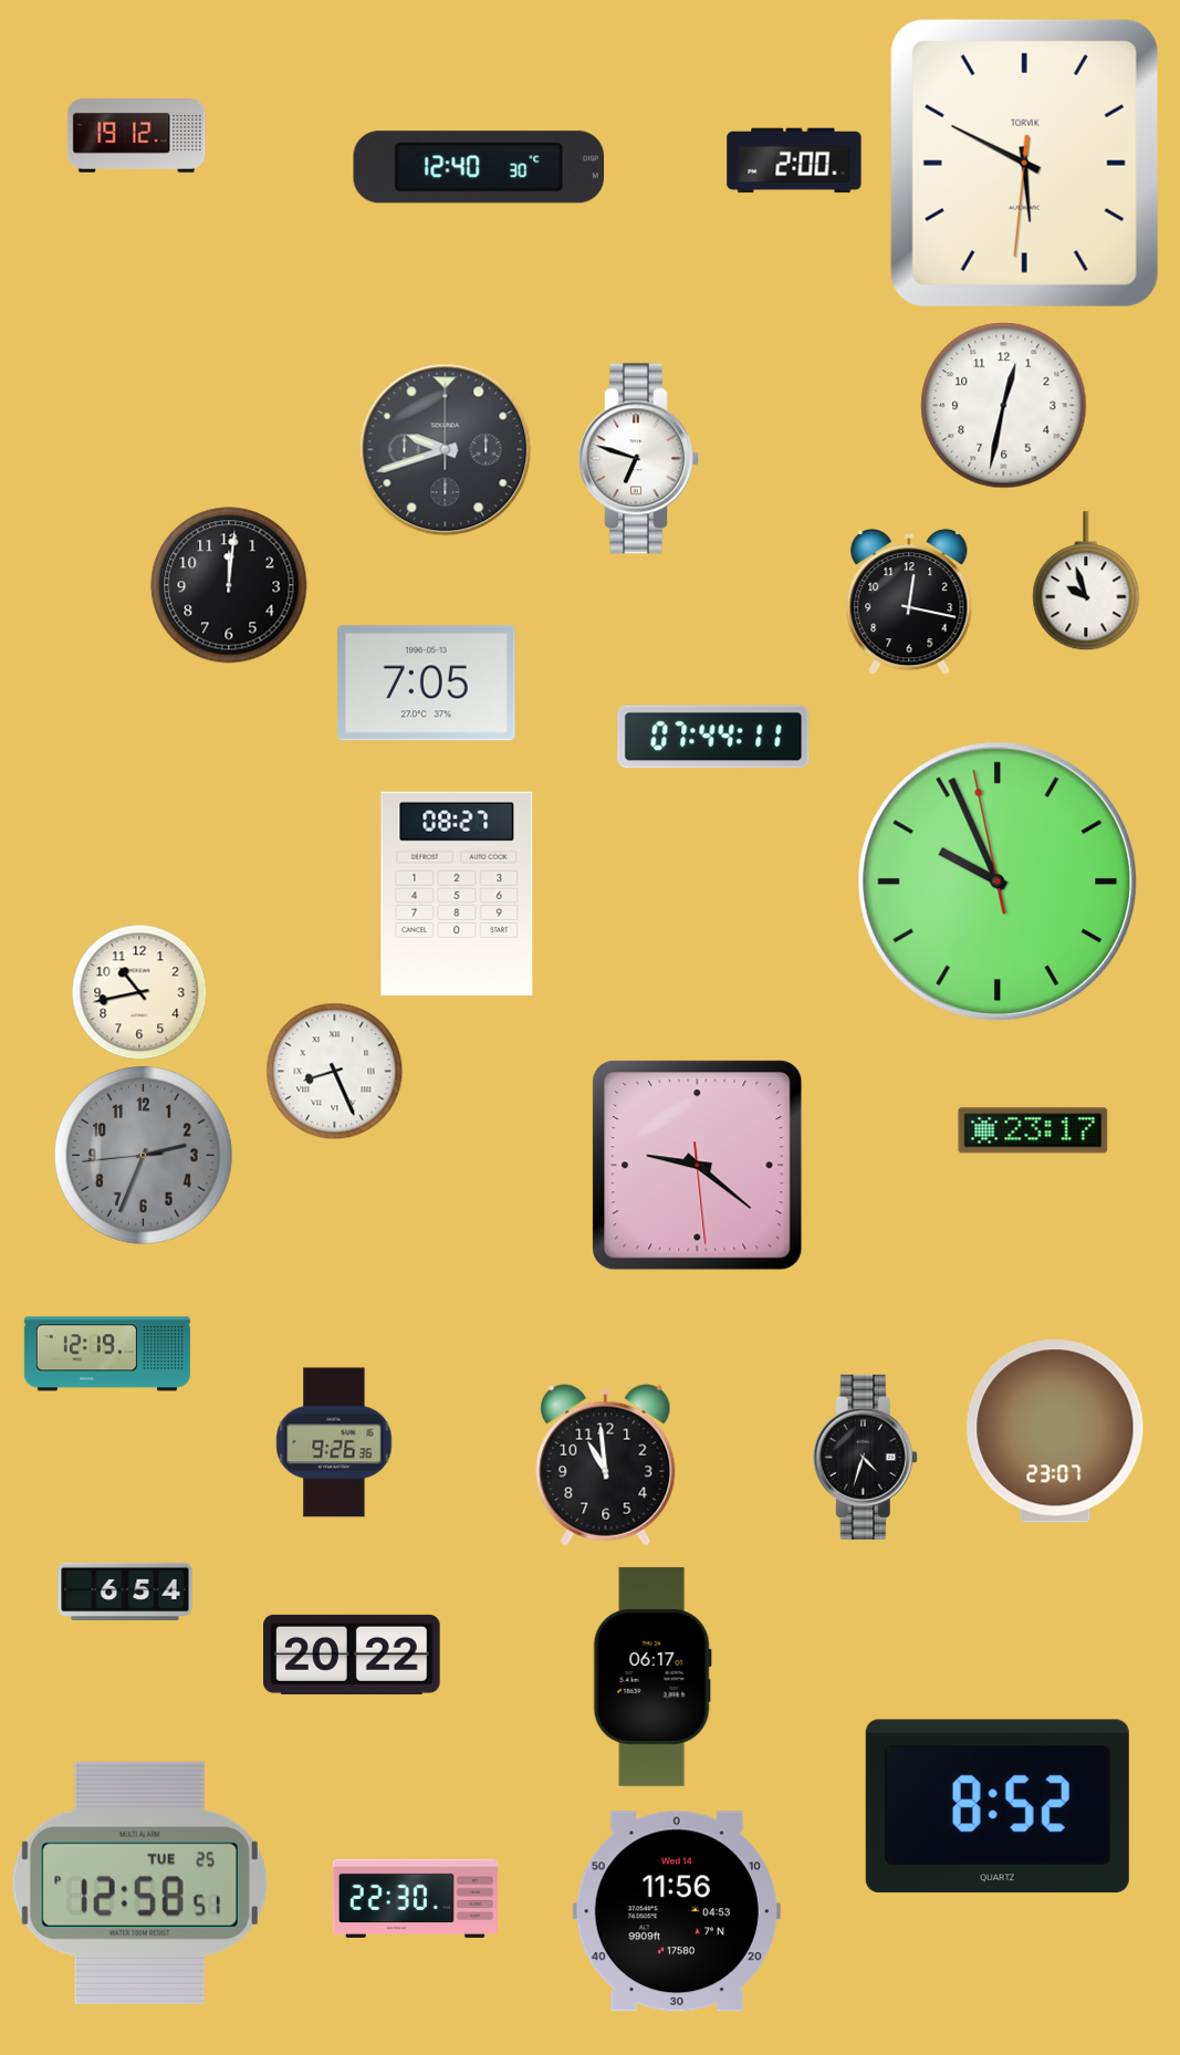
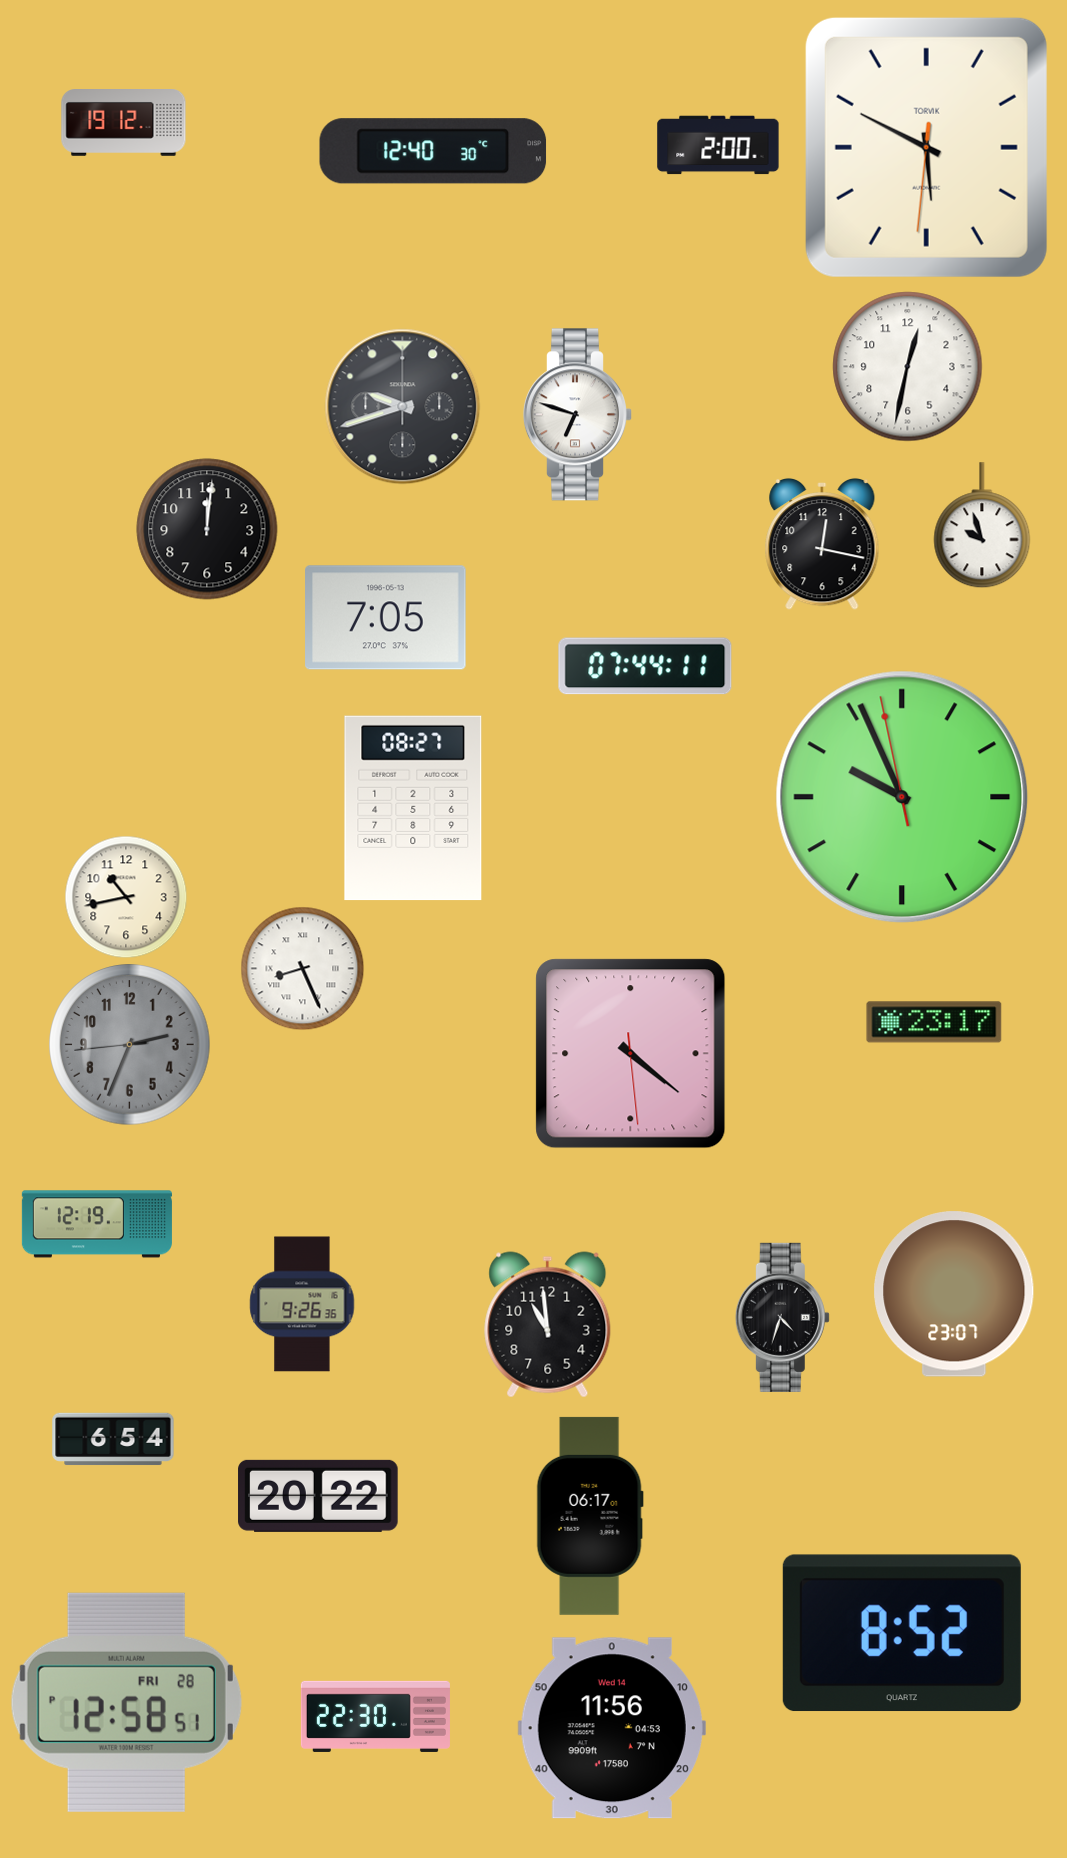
clock at (698, 1166): 9:21 -> 4:21
clock at (139, 1882) date: TUE 25 -> FRI 28
